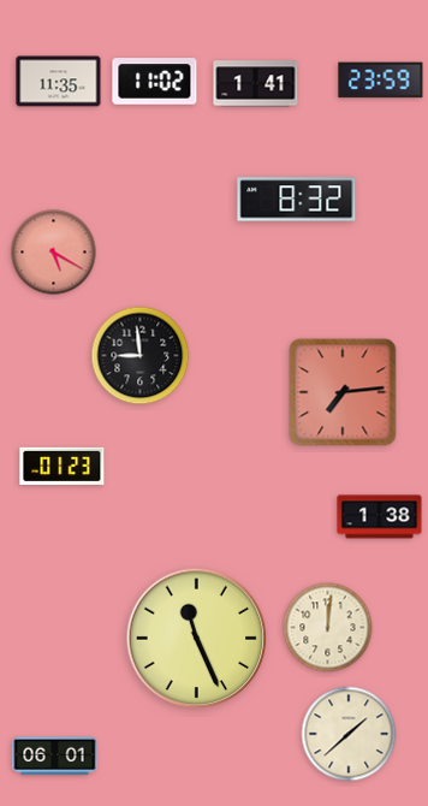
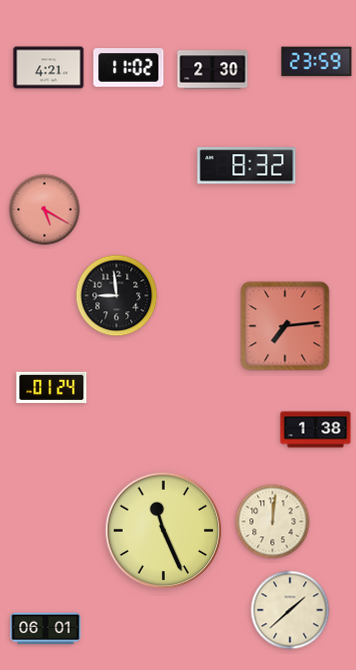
clock at (381, 81) position: (381, 81) -> (317, 62)
clock at (59, 82): 11:35 -> 4:21
clock at (256, 84): 1:41 -> 2:30
clock at (63, 466): 01:23 -> 01:24
